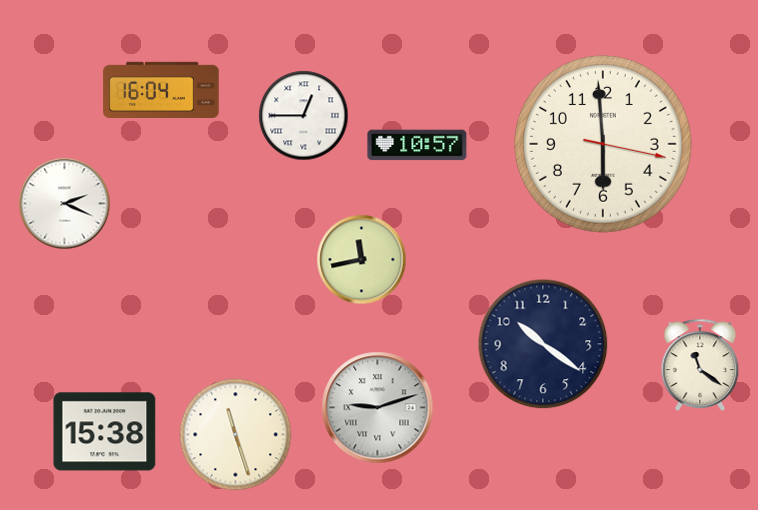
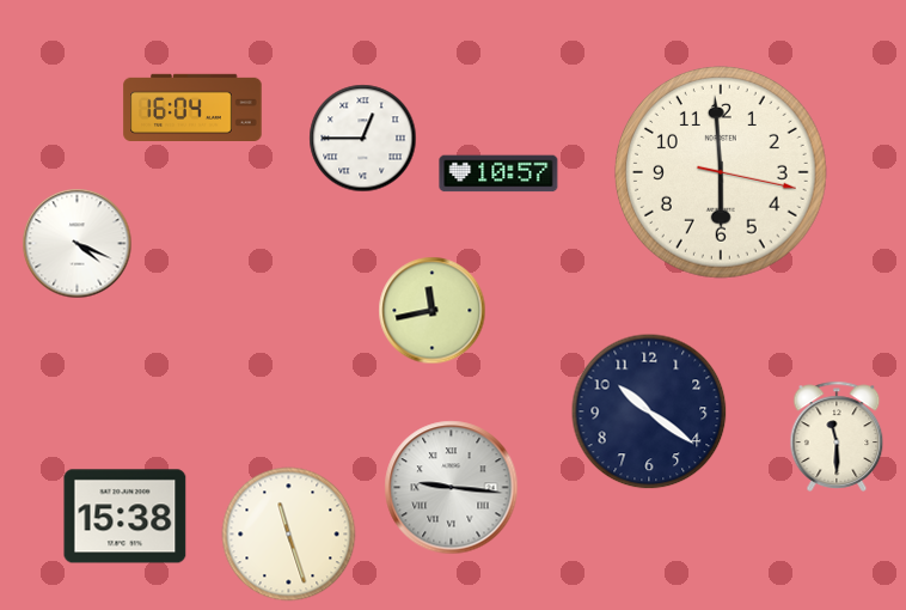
clock at (65, 204): 2:19 -> 4:19
clock at (700, 365): 11:21 -> 11:30
clock at (378, 408): 9:12 -> 9:16
clock at (236, 435) position: (236, 435) -> (289, 535)
